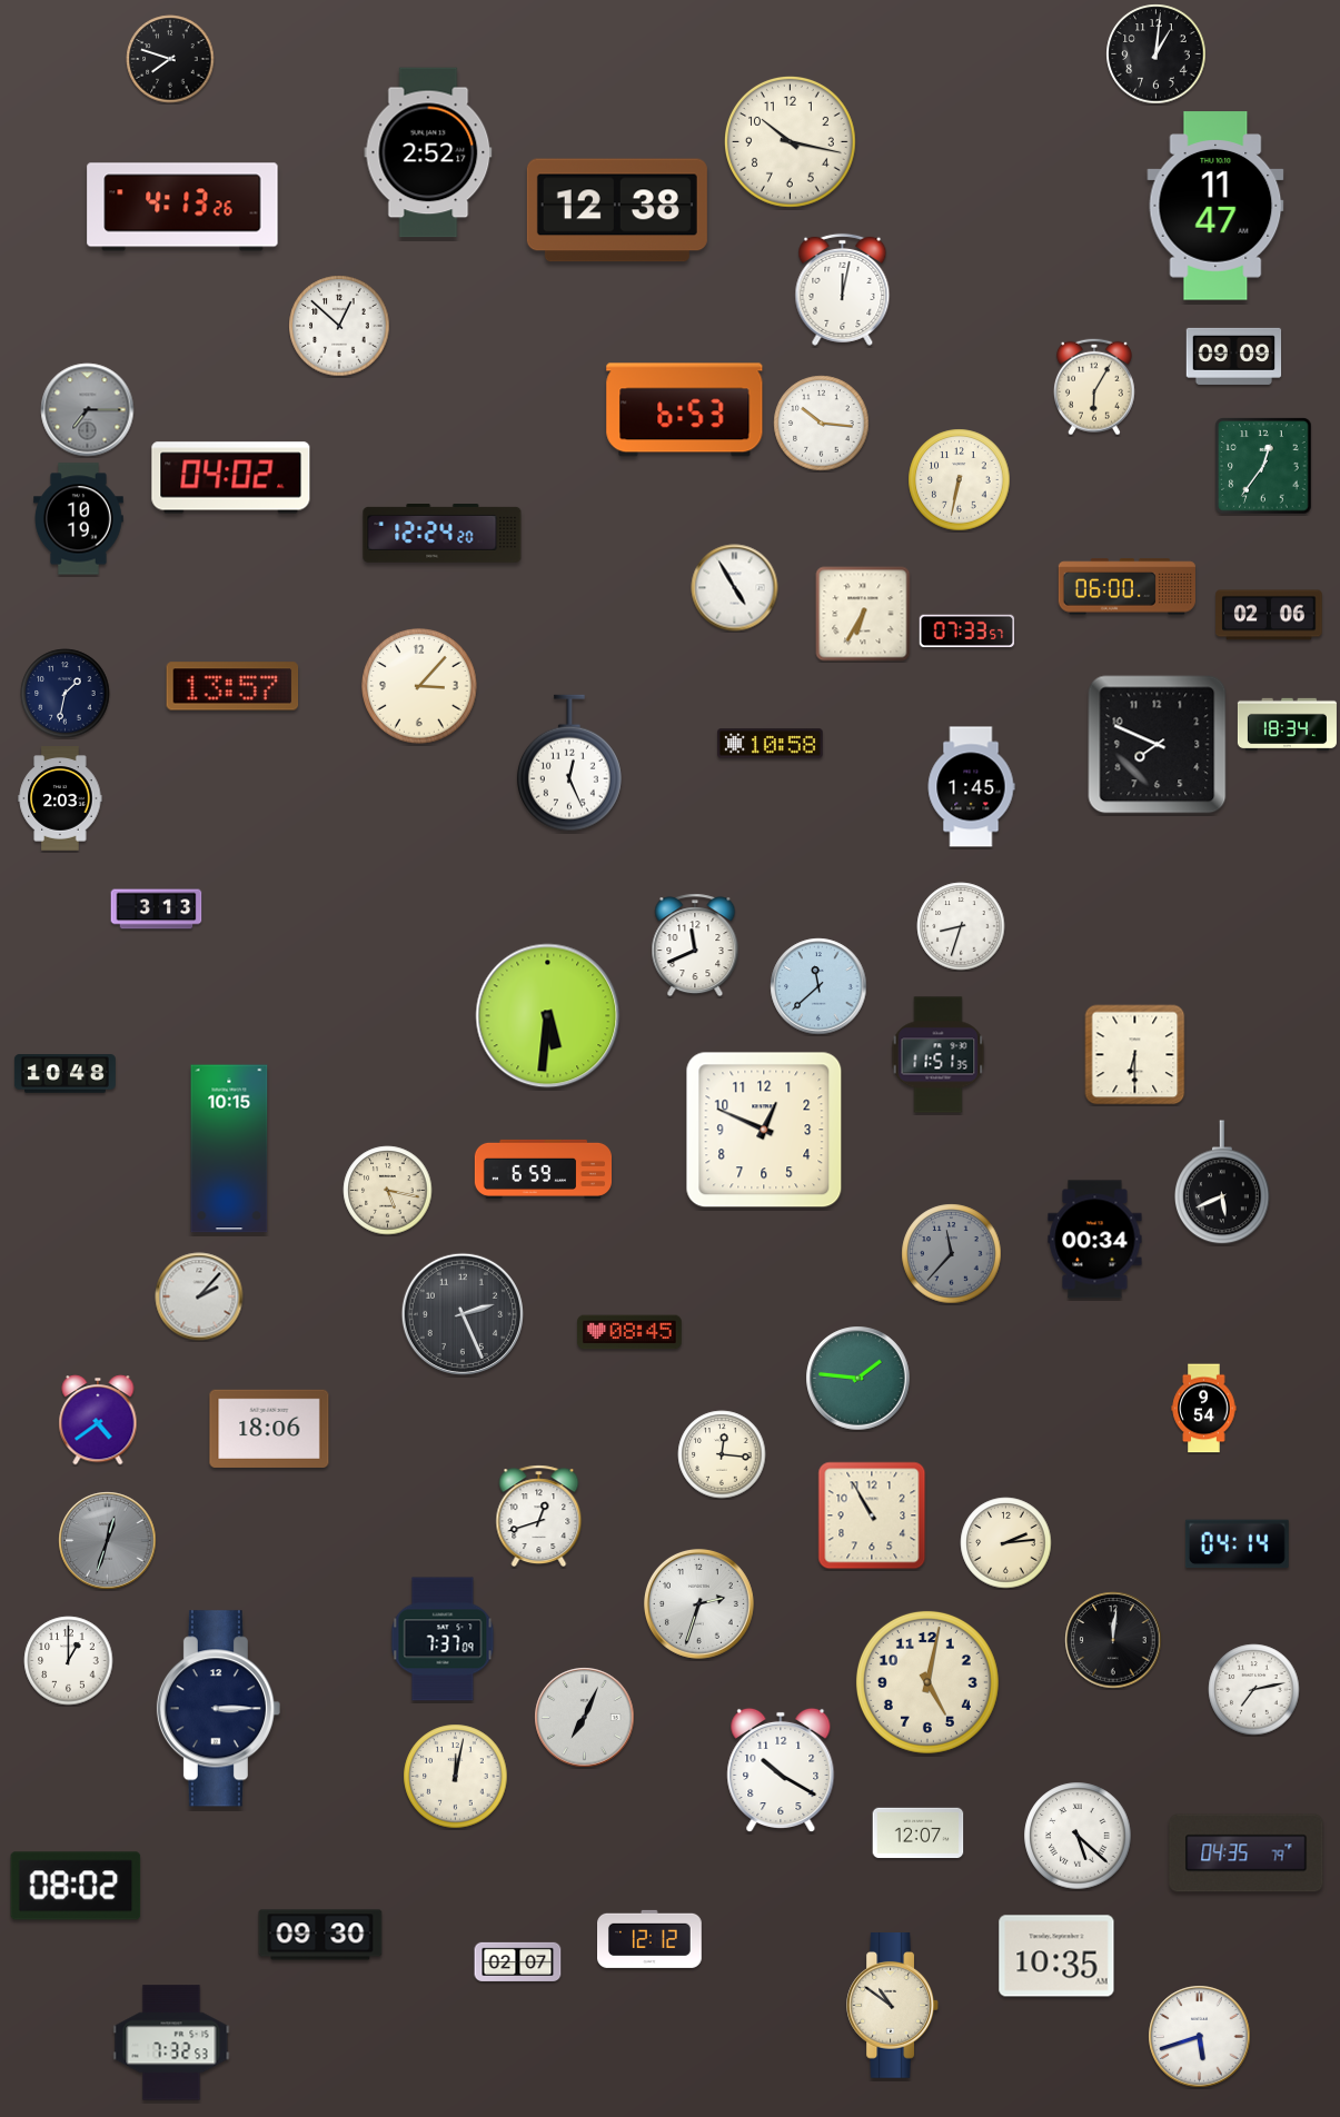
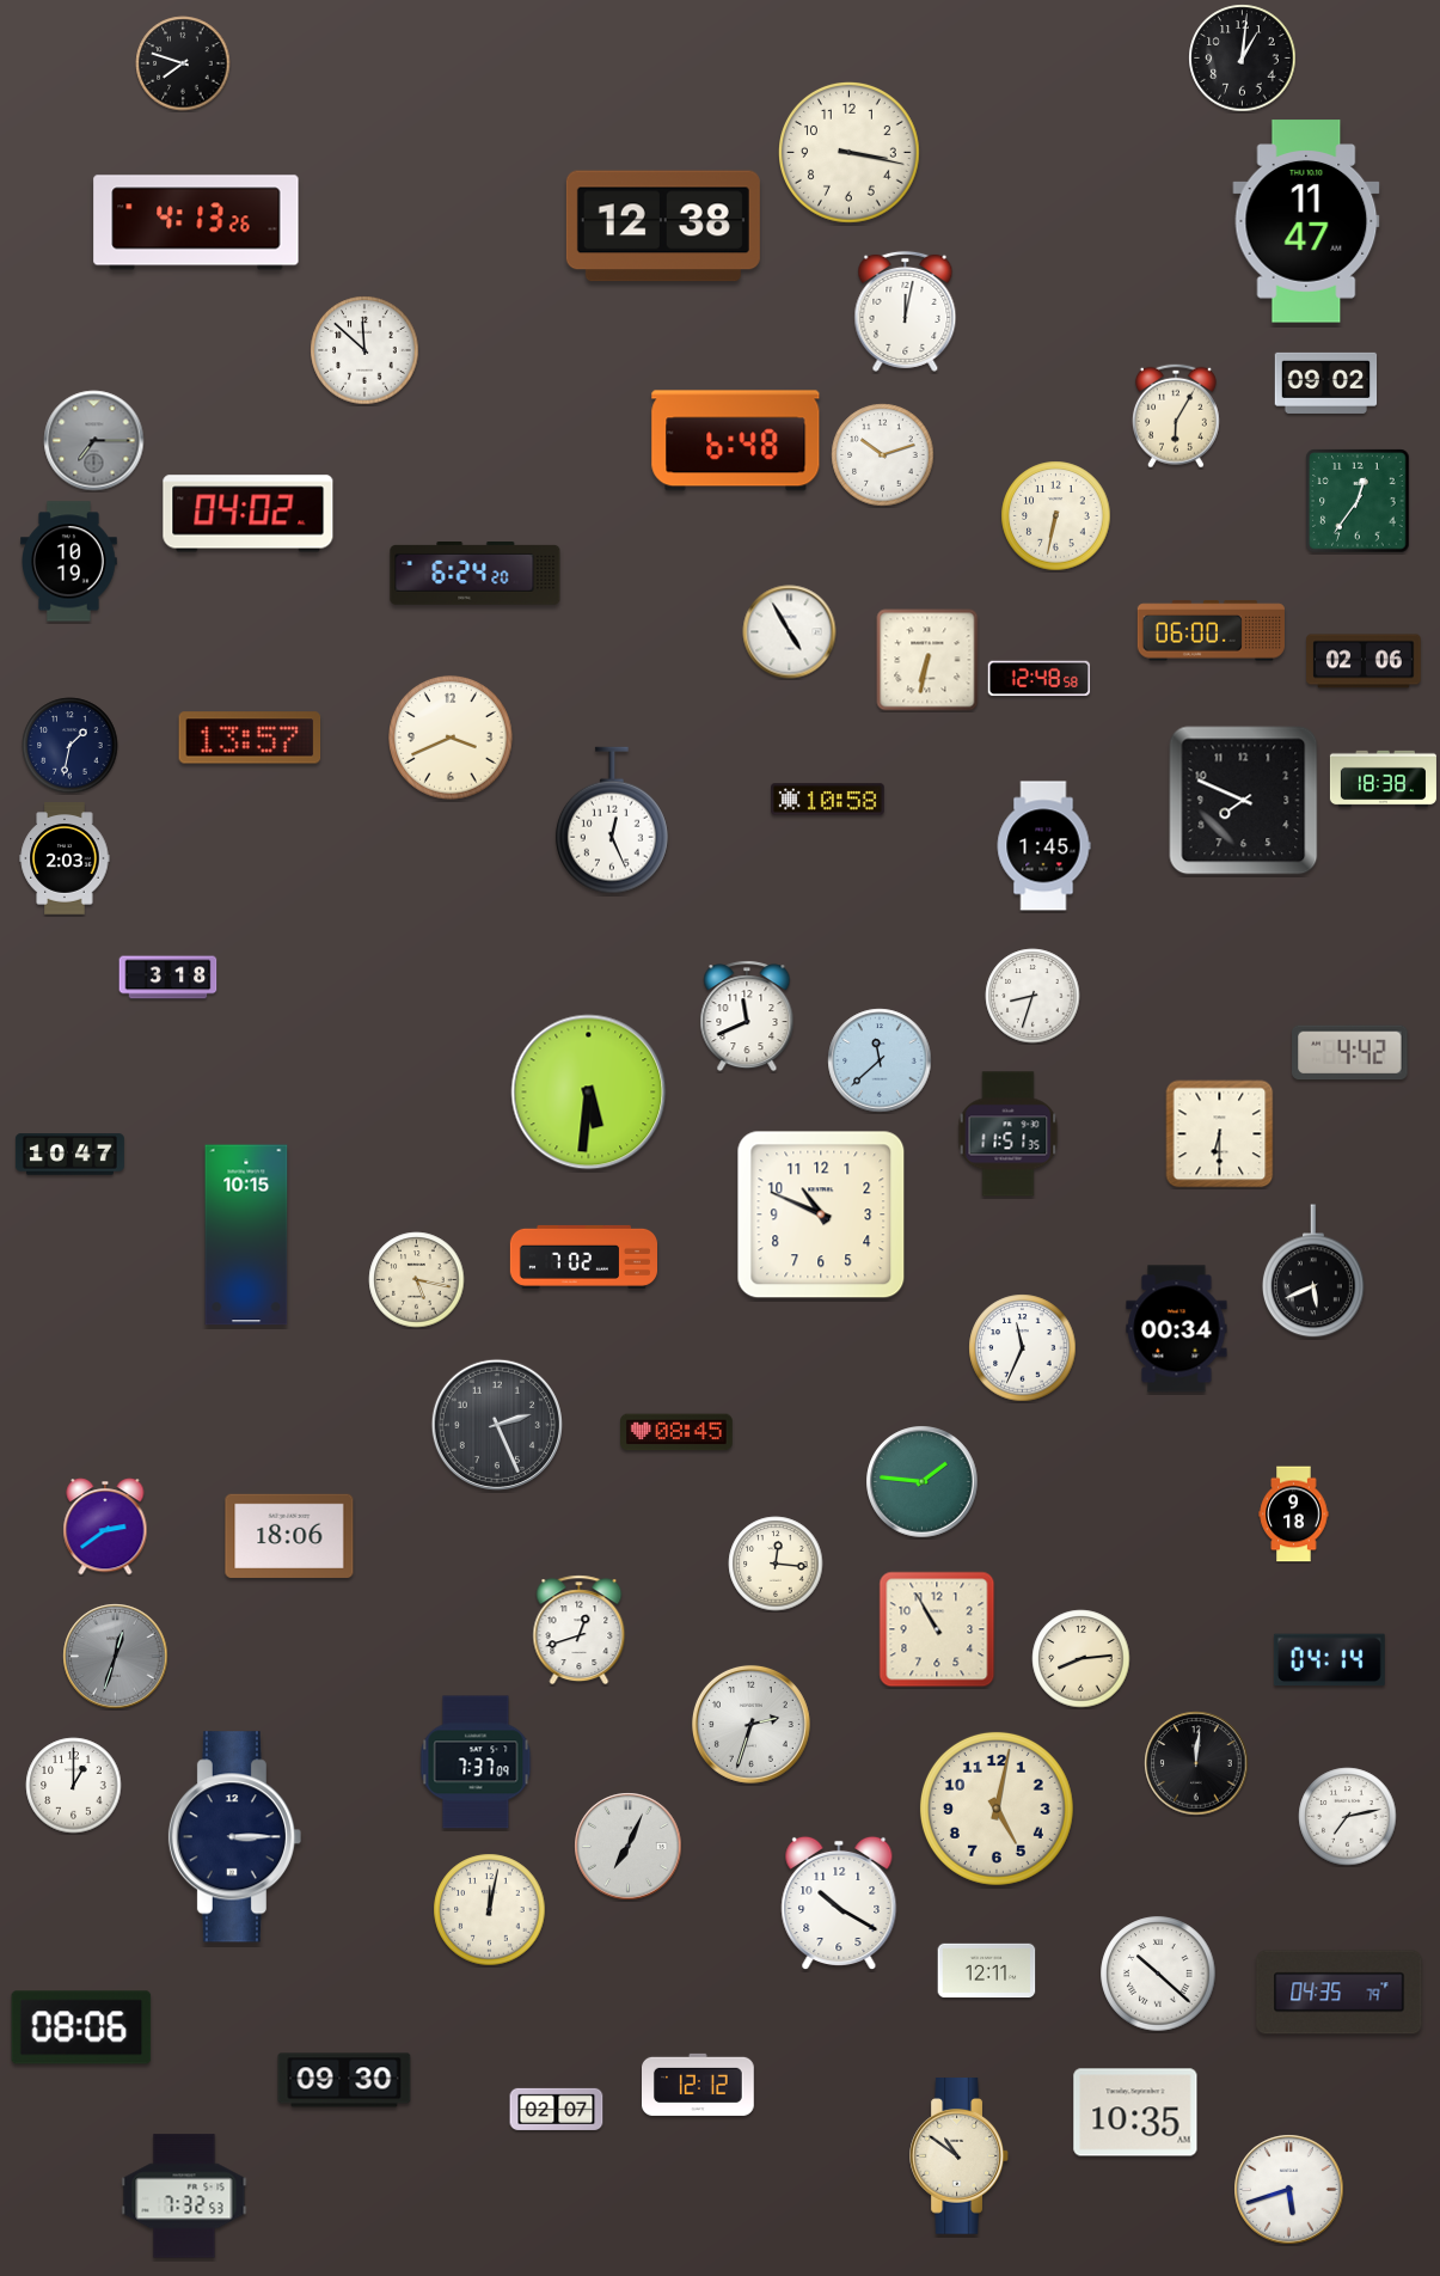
clock at (791, 142): 10:17 -> 3:17
clock at (428, 152): 2:52 -> none
clock at (339, 326): 12:52 -> 11:52
clock at (1234, 356): 09:09 -> 09:02
clock at (685, 410): 6:53 -> 6:48
clock at (822, 424): 10:16 -> 10:12
clock at (960, 480) position: (960, 480) -> (1056, 516)
clock at (79, 519) position: (79, 519) -> (69, 562)
clock at (443, 534): 12:24 -> 6:24
clock at (863, 614): 6:35 -> 6:32
clock at (967, 632): 07:33 -> 12:48
clock at (419, 686): 3:07 -> 3:41
clock at (1287, 725): 18:34 -> 18:38
clock at (157, 910): 3:13 -> 3:18
clock at (1350, 1053): none -> 4:42
clock at (64, 1074): 10:48 -> 10:47
clock at (764, 1130): 12:49 -> 10:49
clock at (543, 1169): 6:59 -> 7:02
clock at (1095, 1240) position: (1095, 1240) -> (1177, 1329)
clock at (952, 1254): 11:37 -> 11:34
clock at (952, 1254) dial: grey -> white
clock at (199, 1296): 2:07 -> none
clock at (463, 1314) position: (463, 1314) -> (497, 1425)
clock at (1204, 1409): 9:54 -> 9:18
clock at (98, 1420): 4:39 -> 2:39
clock at (1006, 1543): 2:14 -> 8:14
clock at (919, 1833): 12:07 -> 12:11
clock at (1078, 1836): 5:22 -> 10:22
clock at (76, 1886): 08:02 -> 08:06
clock at (1056, 1956) position: (1056, 1956) -> (1135, 2112)
